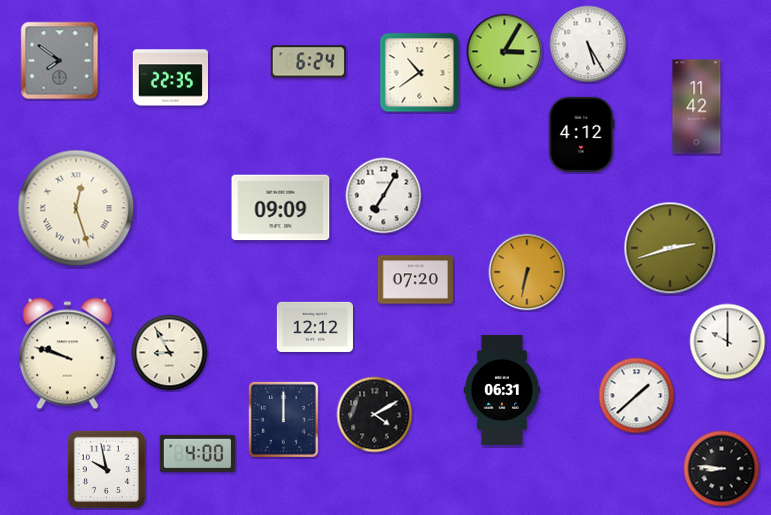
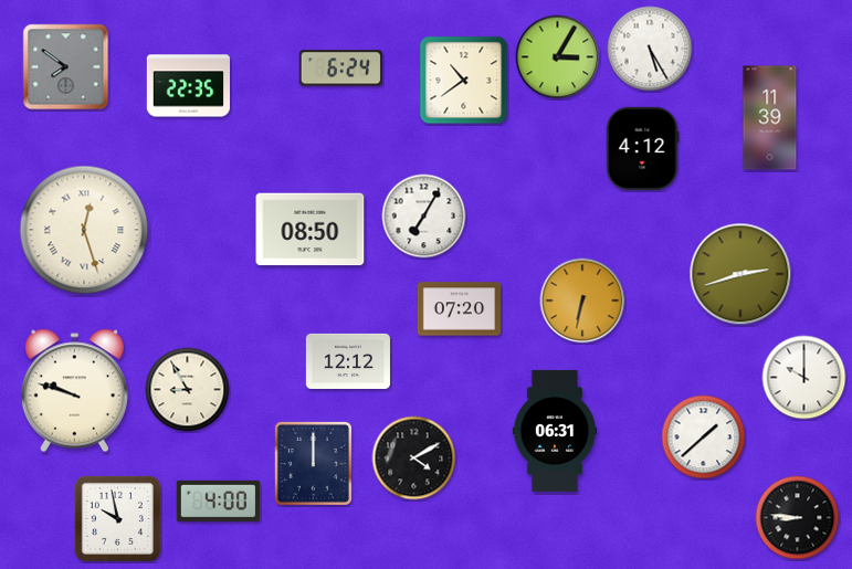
clock at (697, 107): 11:42 -> 11:39
clock at (281, 208): 09:09 -> 08:50
